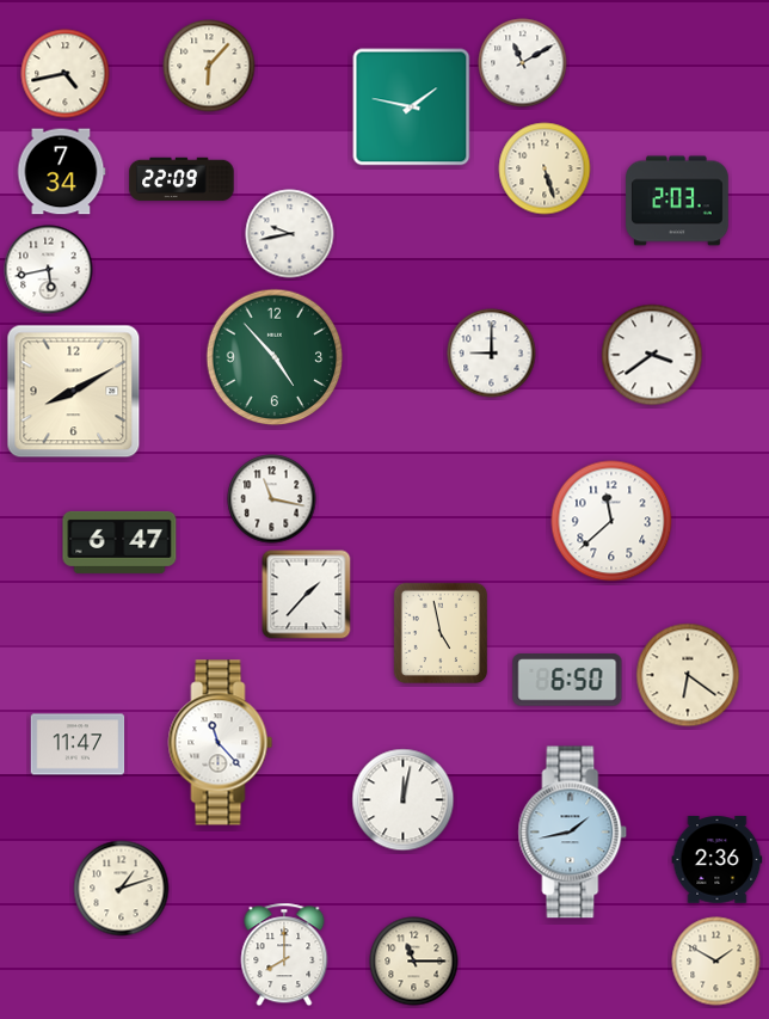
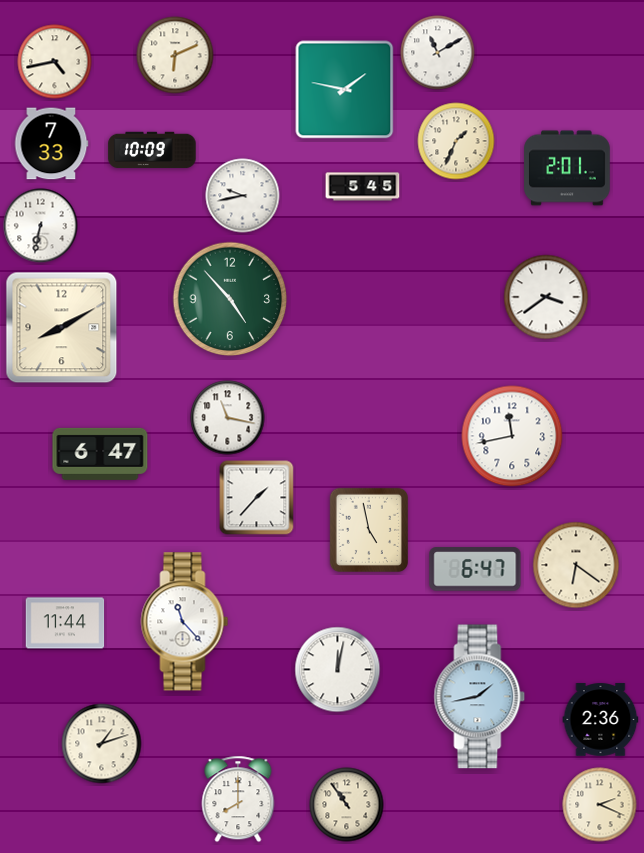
clock at (209, 66): 6:07 -> 6:11
clock at (545, 168): 5:27 -> 1:34
clock at (61, 172): 7:34 -> 7:33
clock at (182, 179): 22:09 -> 10:09
clock at (677, 201): 2:03 -> 2:01
clock at (363, 187): none -> 5:45
clock at (49, 270): 5:43 -> 6:32
clock at (492, 354): 9:00 -> none
clock at (611, 521): 11:38 -> 11:43
clock at (567, 680): 6:50 -> 6:47
clock at (78, 744): 11:47 -> 11:44
clock at (414, 962): 11:15 -> 10:54
clock at (716, 962): 1:50 -> 2:19
